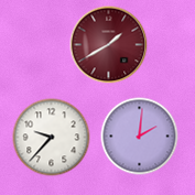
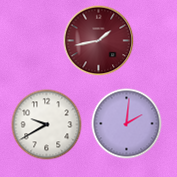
clock at (109, 45): 1:40 -> 1:43
clock at (52, 138): 9:37 -> 9:40
